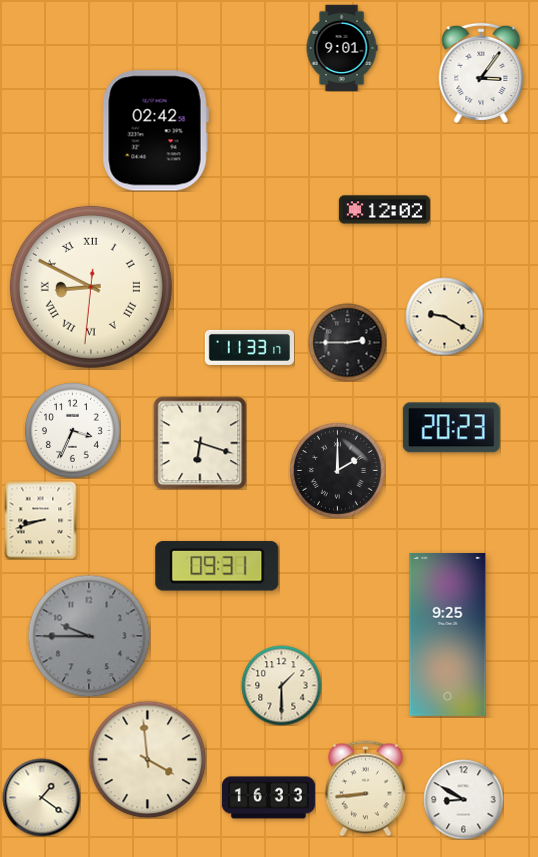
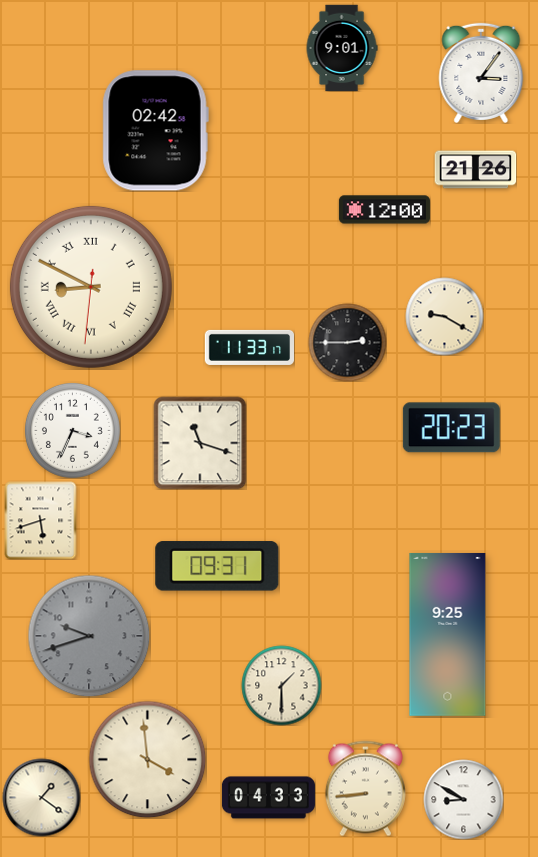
clock at (475, 170): none -> 21:26
clock at (384, 210): 12:02 -> 12:00
clock at (200, 443): 6:18 -> 11:18
clock at (337, 470): 2:00 -> none
clock at (41, 520): 8:42 -> 5:42
clock at (89, 636): 9:45 -> 9:42
clock at (268, 798): 16:33 -> 04:33
